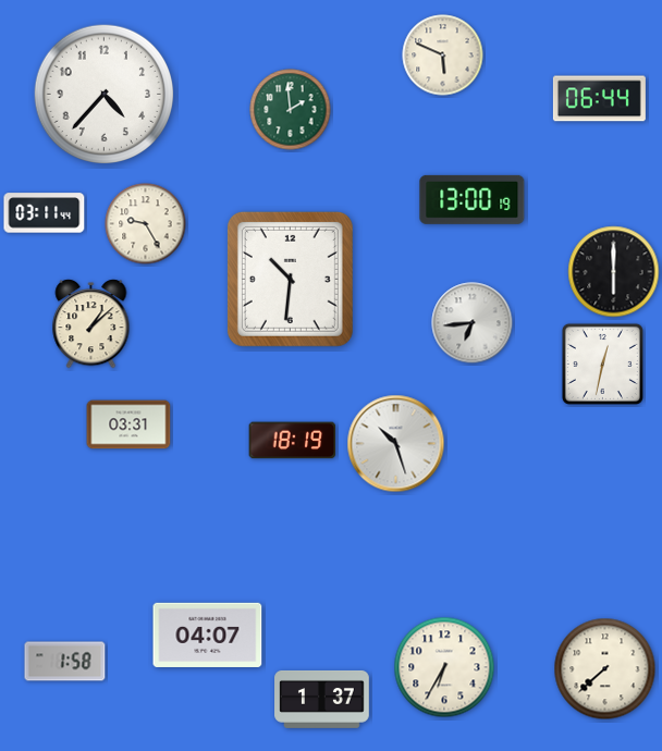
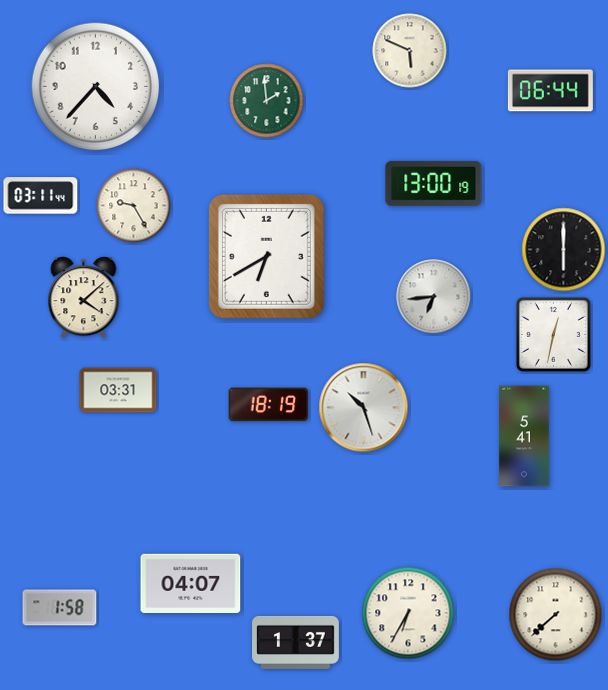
clock at (443, 56) position: (443, 56) -> (410, 51)
clock at (290, 279): 10:31 -> 6:40
clock at (91, 324): 1:08 -> 4:08
clock at (524, 436): none -> 5:41
